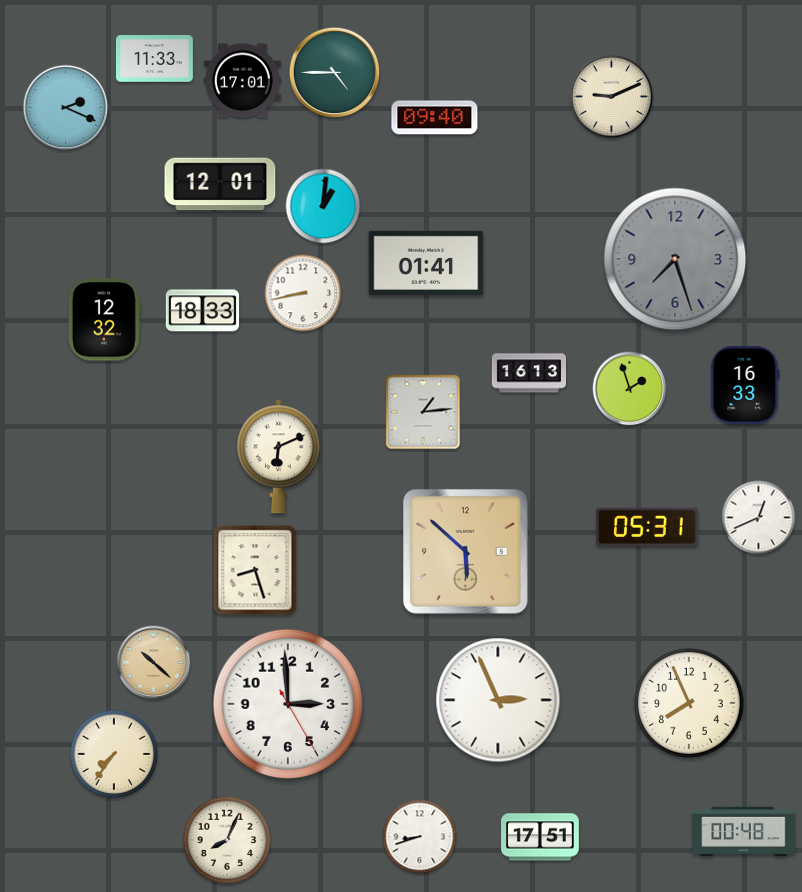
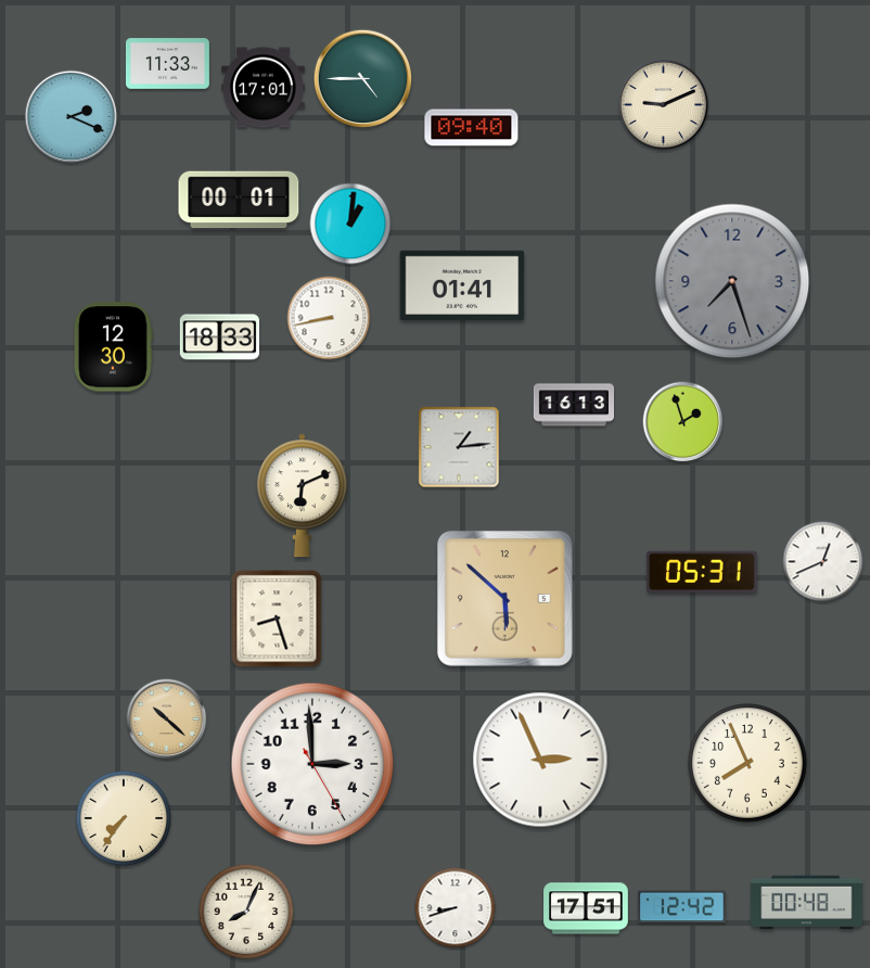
clock at (220, 184): 12:01 -> 00:01
clock at (104, 320): 12:32 -> 12:30
clock at (745, 385): 16:33 -> none
clock at (682, 907): none -> 12:42
